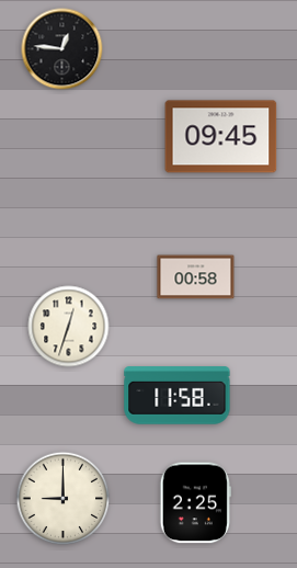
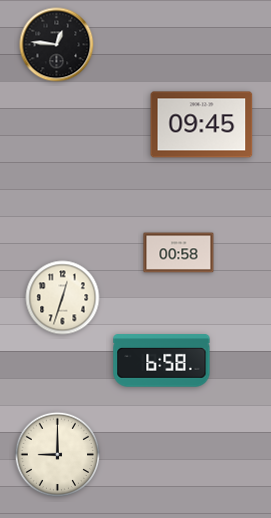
clock at (178, 396): 11:58 -> 6:58
clock at (195, 503): 2:25 -> none
